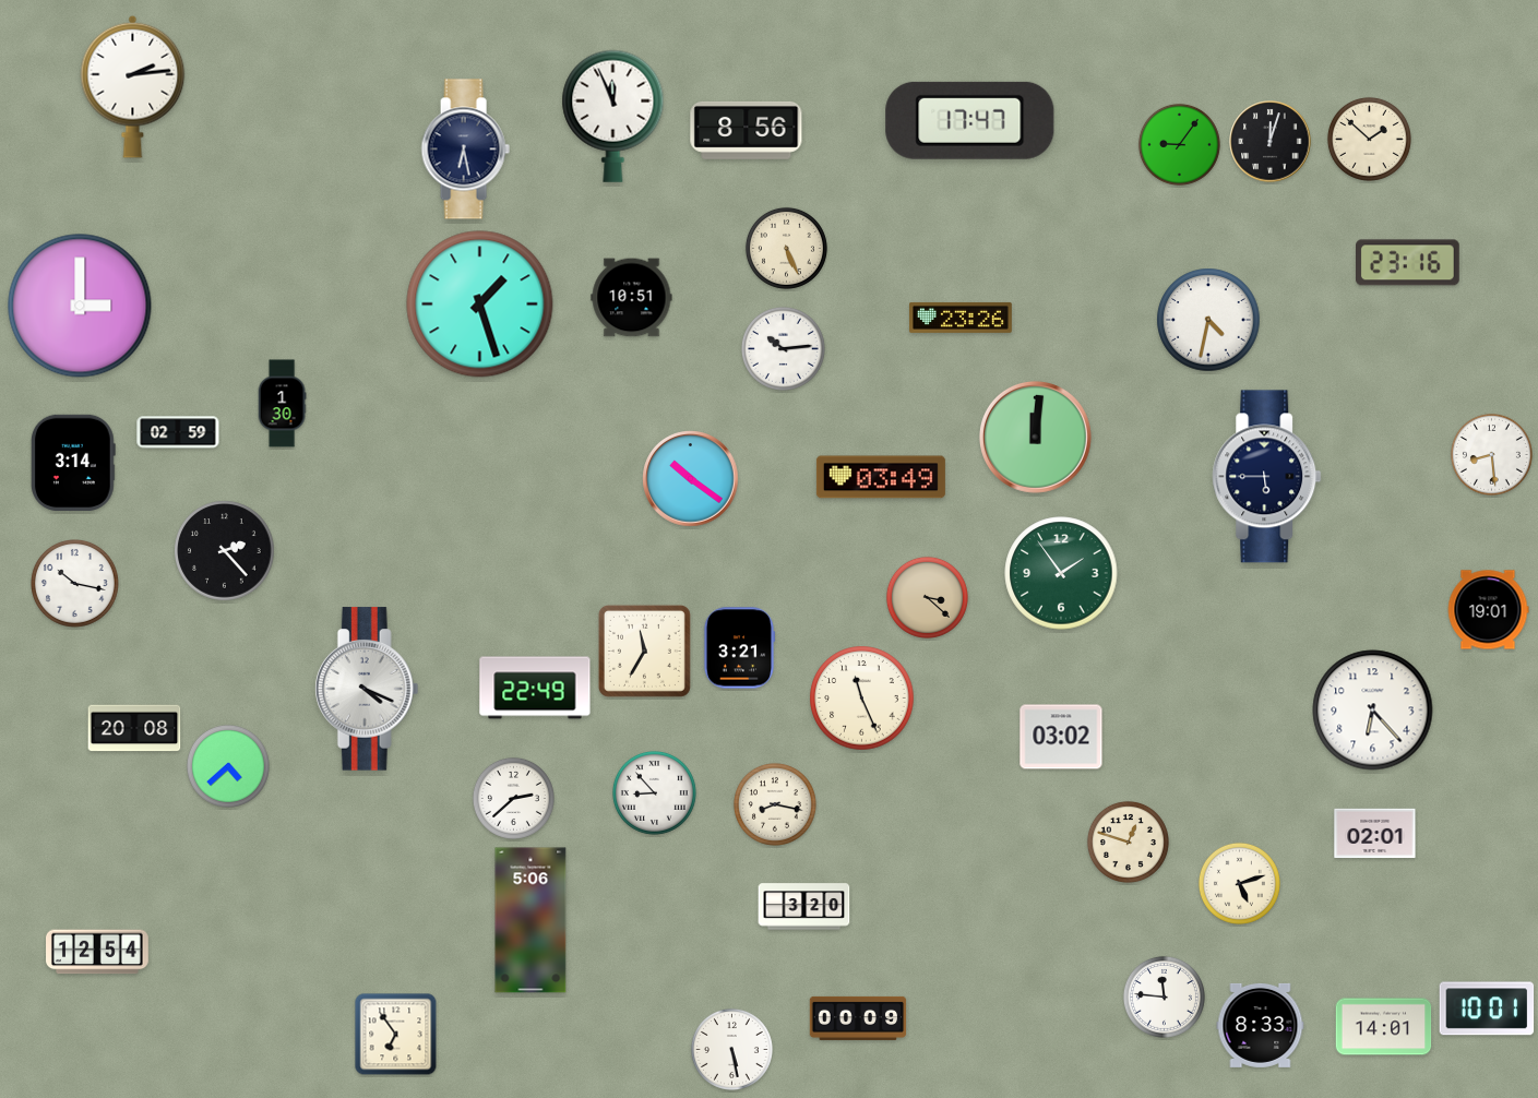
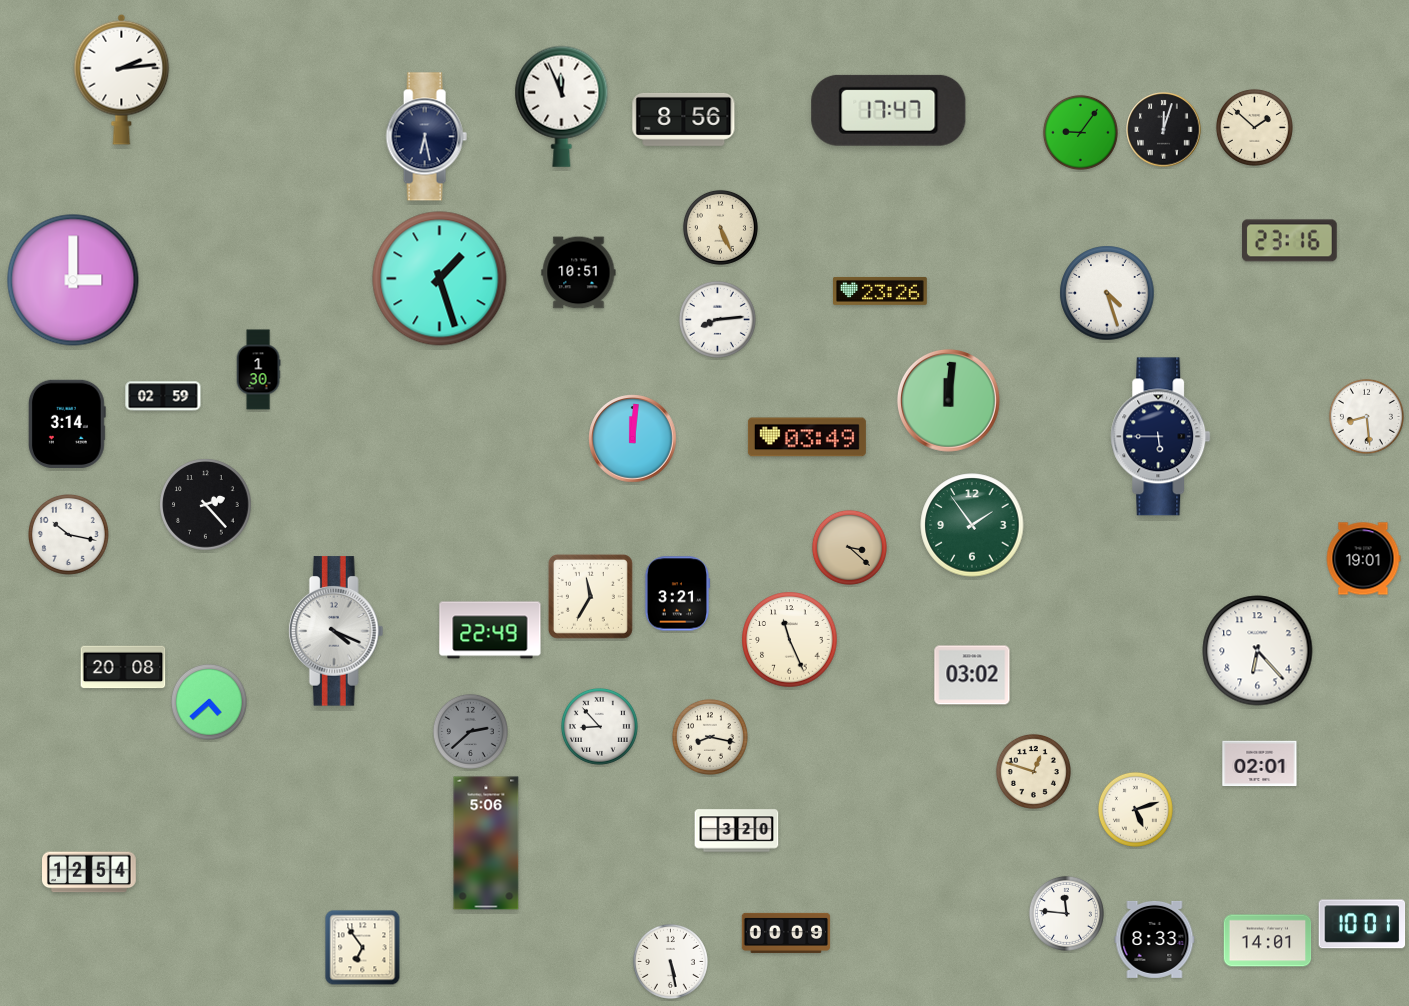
clock at (1208, 320): 4:32 -> 4:27
clock at (783, 348): 10:14 -> 8:14
clock at (691, 479): 10:21 -> 12:01
clock at (513, 798) dial: white -> grey
